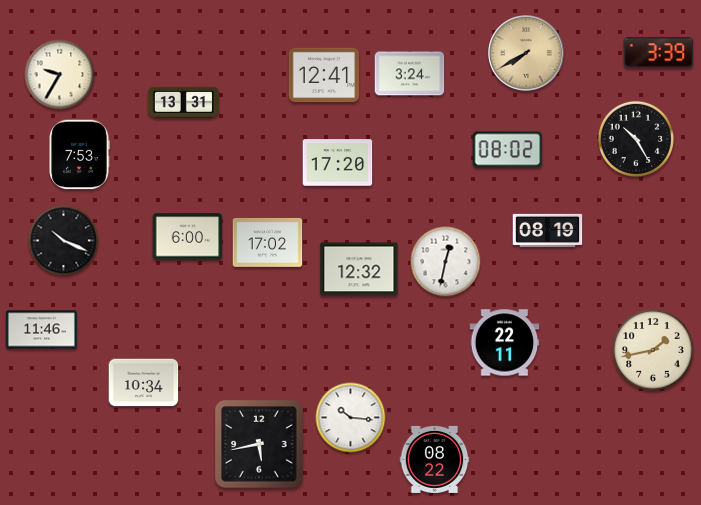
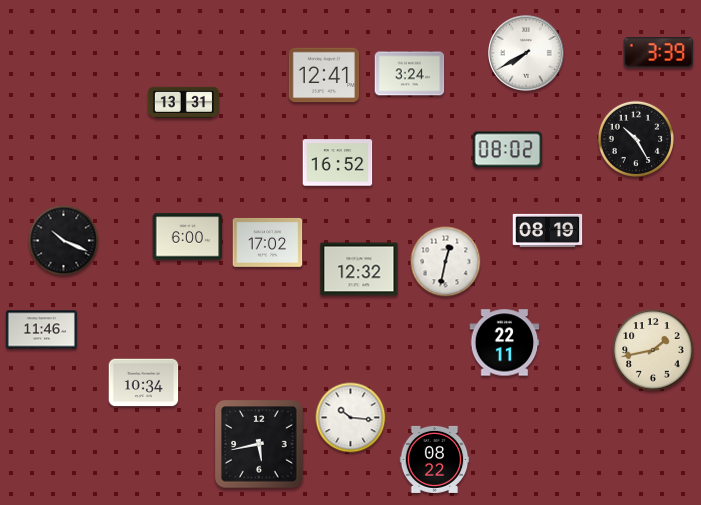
clock at (527, 54) dial: champagne -> white
clock at (60, 75): 9:35 -> none
clock at (79, 155): 7:53 -> none
clock at (338, 163): 17:20 -> 16:52
